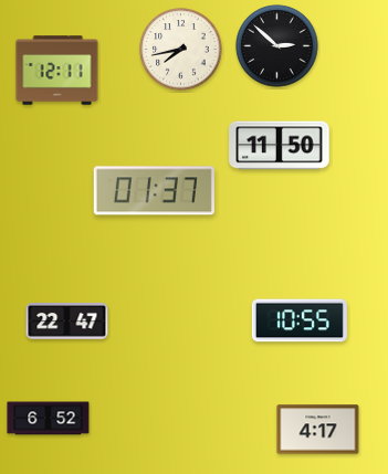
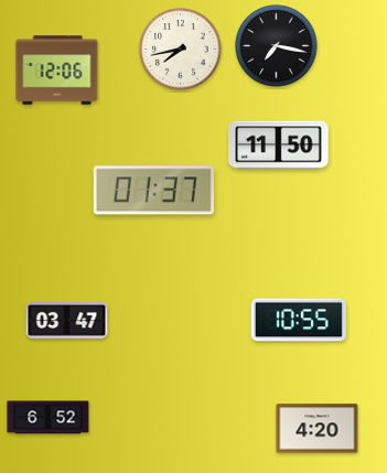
clock at (277, 46): 2:52 -> 7:17
clock at (57, 71): 12:11 -> 12:06
clock at (67, 322): 22:47 -> 03:47
clock at (318, 430): 4:17 -> 4:20
